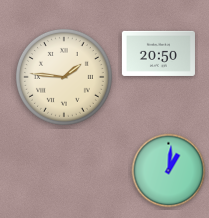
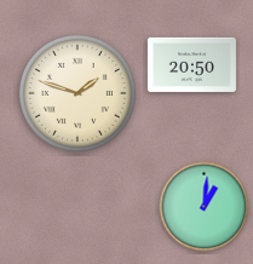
clock at (64, 77): 1:46 -> 1:48
